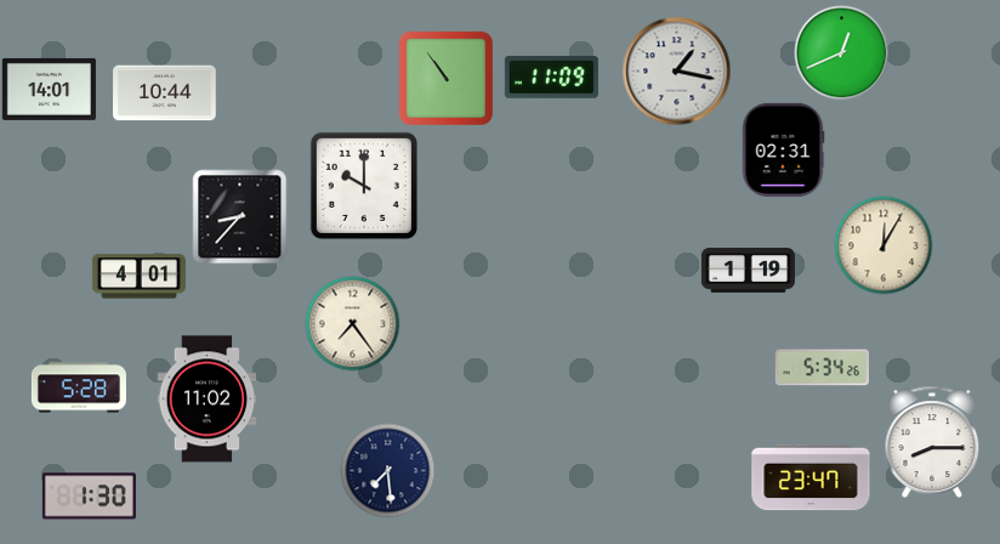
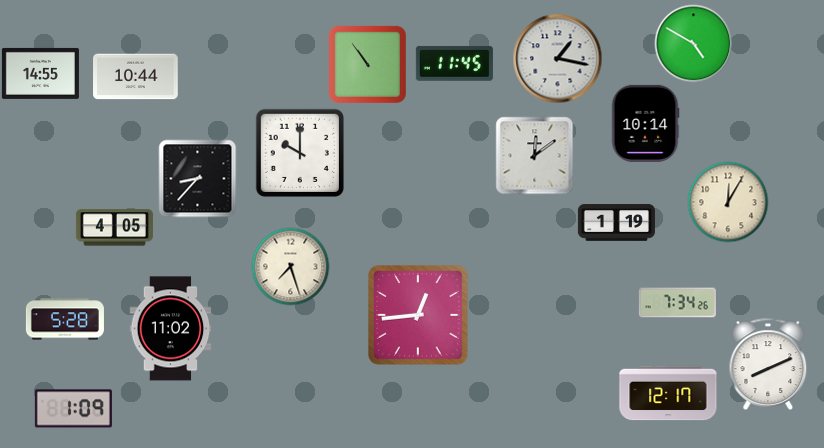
clock at (841, 52): 12:41 -> 4:50
clock at (551, 76): 11:09 -> 11:45
clock at (49, 89): 14:01 -> 14:55
clock at (783, 149): 02:31 -> 10:14
clock at (534, 155): none -> 12:09
clock at (138, 277): 4:01 -> 4:05
clock at (352, 323): 7:24 -> 7:27
clock at (822, 368): 5:34 -> 7:34
clock at (418, 315): none -> 12:44
clock at (932, 442): 8:15 -> 8:11
clock at (387, 470): 7:29 -> none
clock at (811, 477): 23:47 -> 12:17
clock at (89, 497): 1:30 -> 1:09
